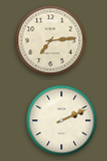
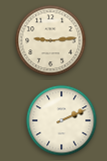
clock at (51, 41): 7:14 -> 9:14
